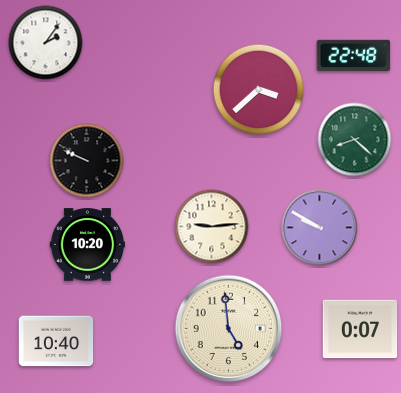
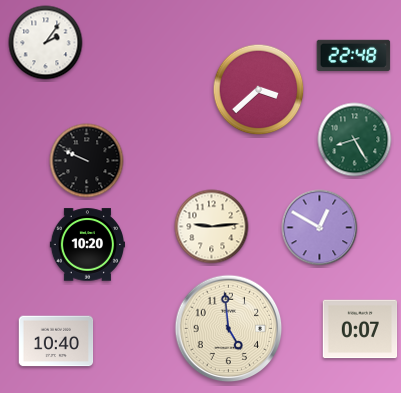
clock at (355, 140): 8:22 -> 8:25
clock at (320, 228): 9:50 -> 12:50
